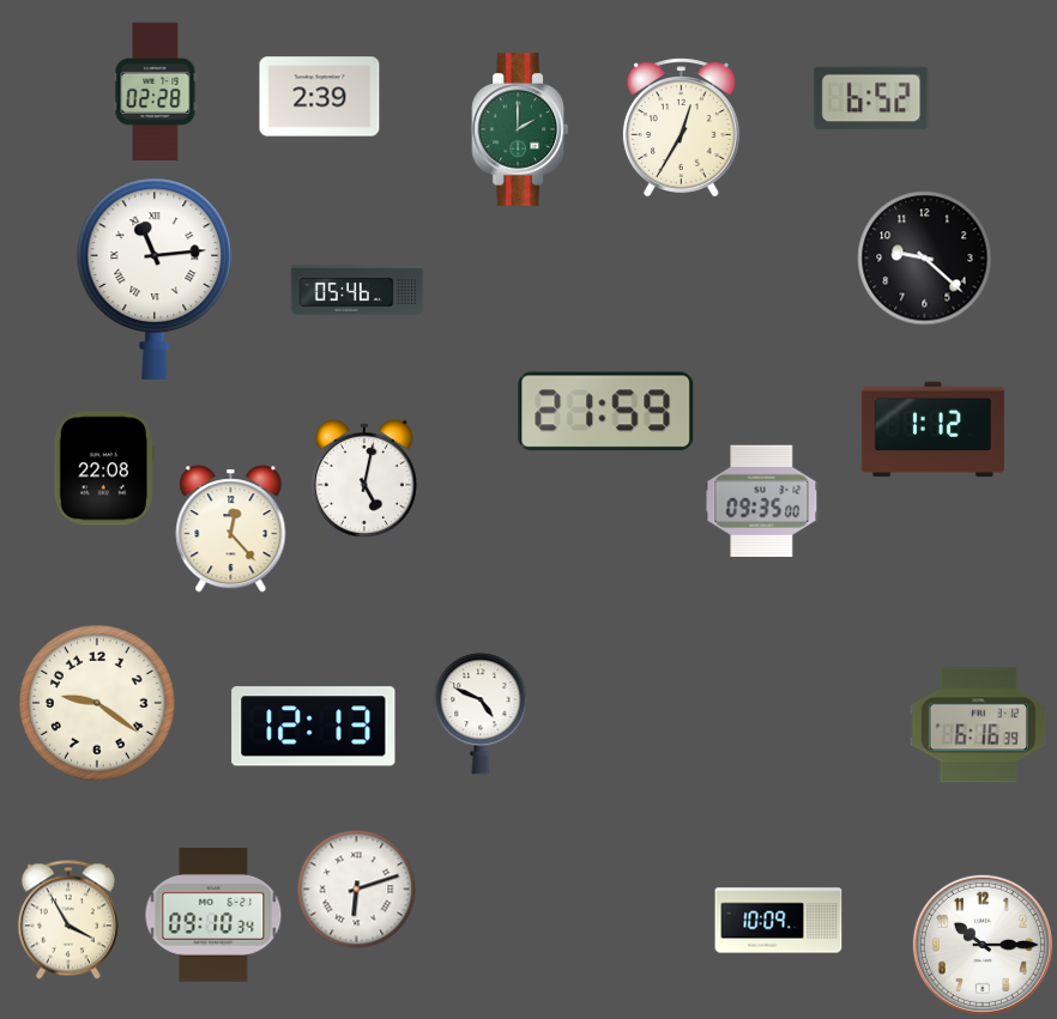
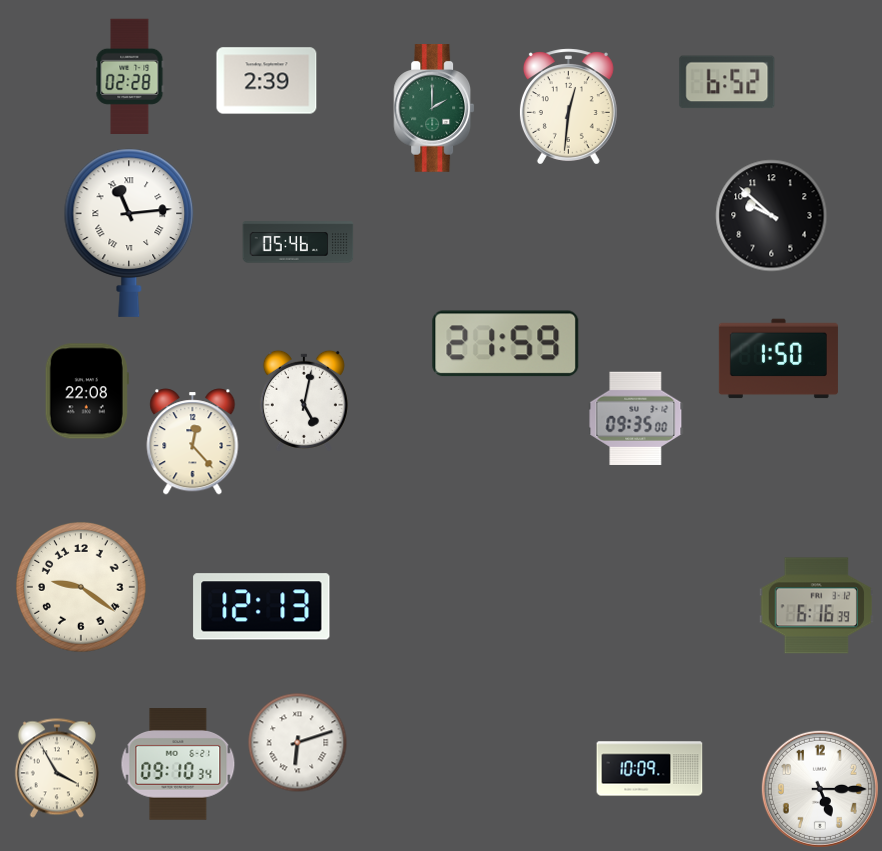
clock at (681, 128): 12:35 -> 12:31
clock at (925, 259): 9:22 -> 9:52
clock at (932, 430): 1:12 -> 1:50
clock at (481, 714): 4:49 -> none
clock at (983, 945): 10:15 -> 5:15
